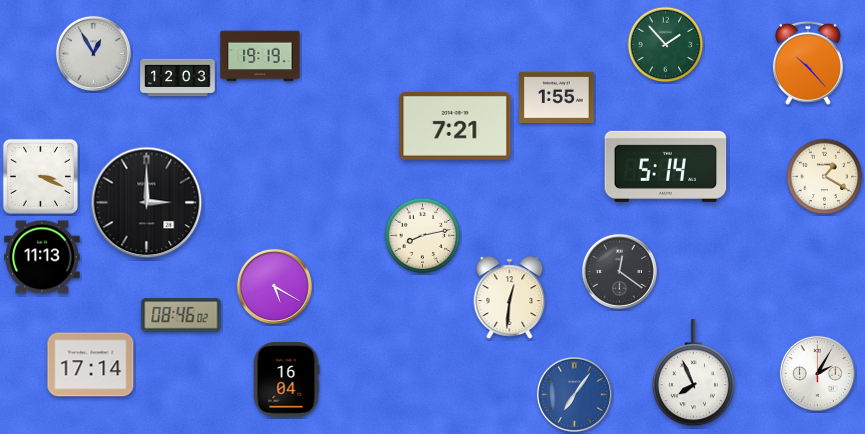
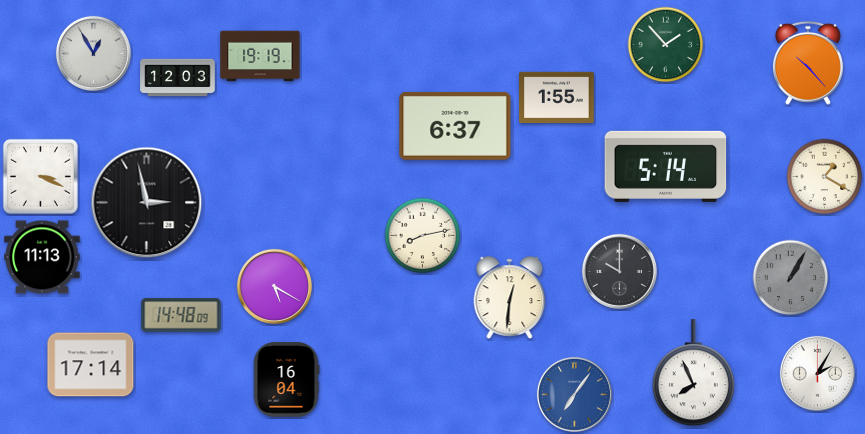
clock at (455, 126): 7:21 -> 6:37
clock at (147, 203): 3:00 -> 2:58
clock at (619, 271): 12:21 -> 10:00
clock at (791, 278): none -> 1:05
clock at (181, 315): 08:46 -> 14:48
